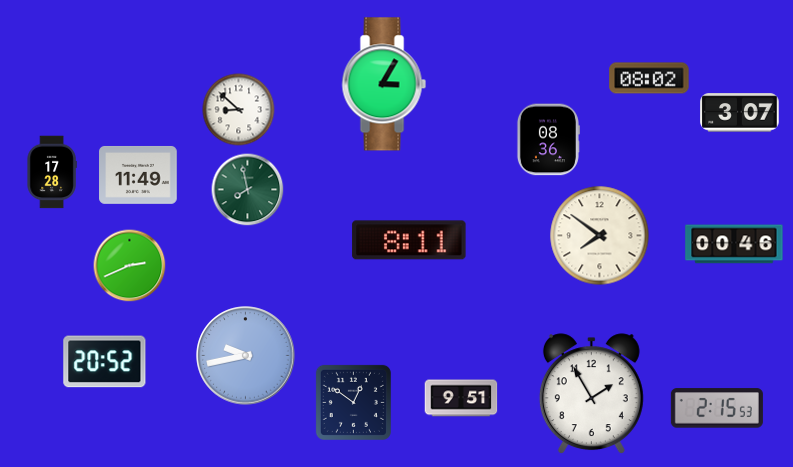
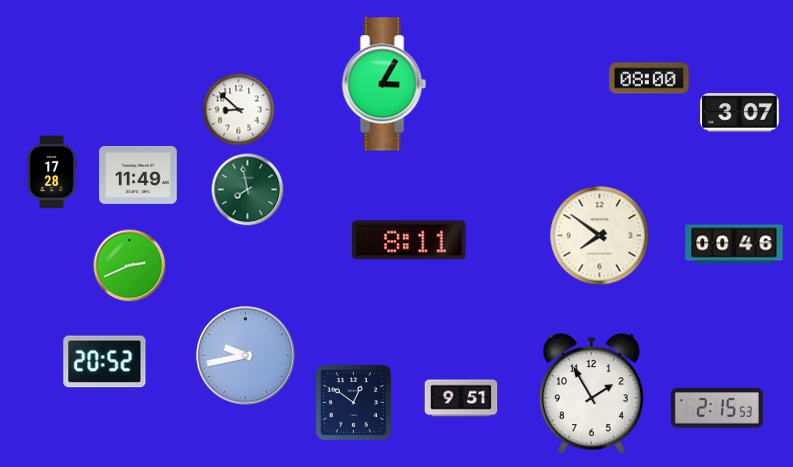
clock at (649, 78): 08:02 -> 08:00
clock at (548, 140): 08:36 -> none
